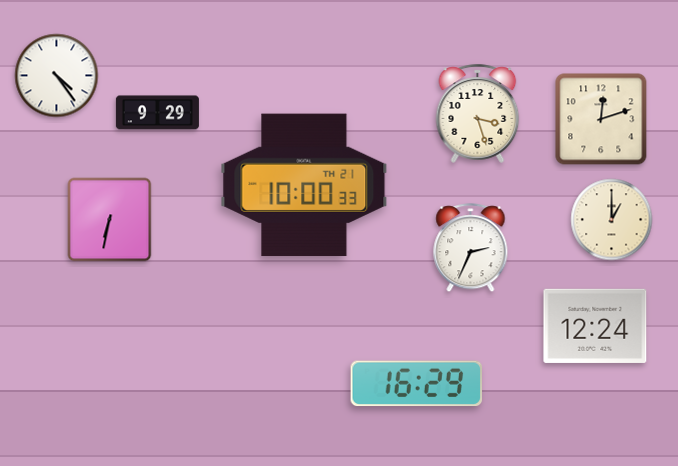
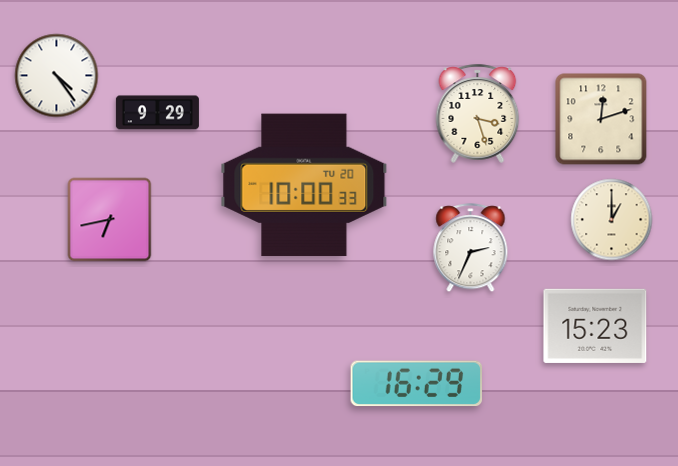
clock at (304, 185) date: TH 21 -> TU 20
clock at (110, 220): 6:32 -> 6:43
clock at (595, 326): 12:24 -> 15:23
